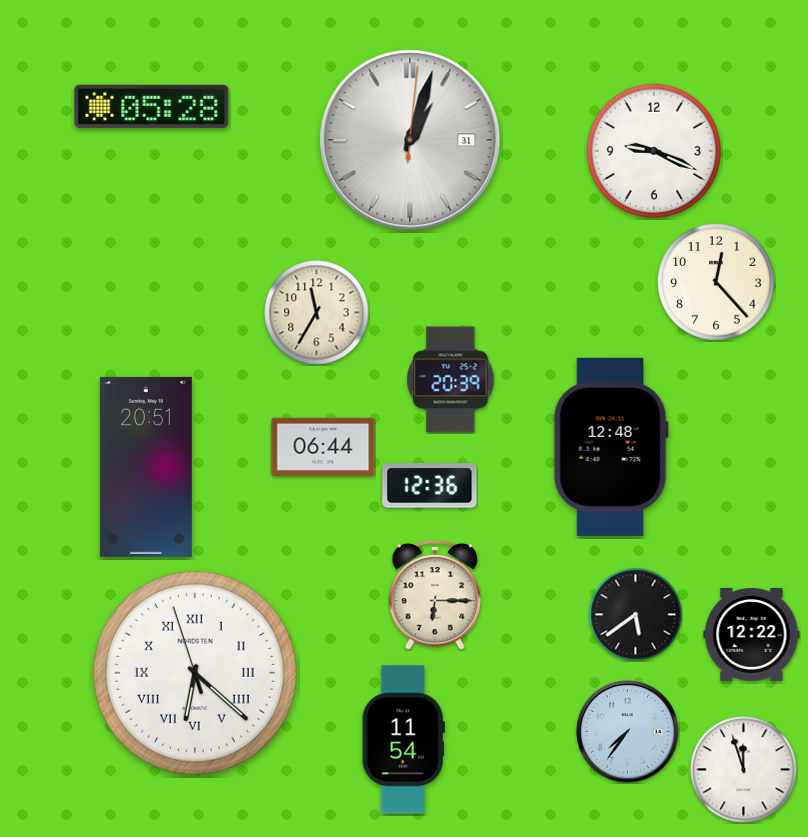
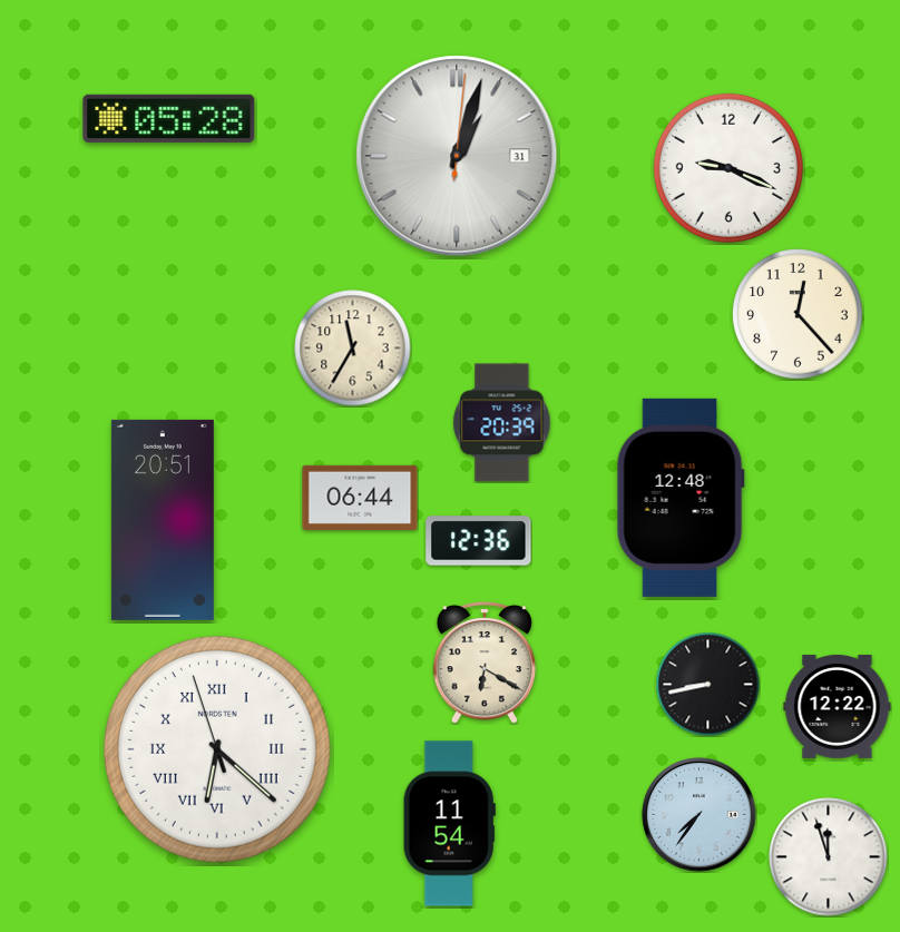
clock at (435, 595): 6:15 -> 6:20
clock at (635, 614): 5:39 -> 8:43
